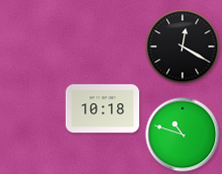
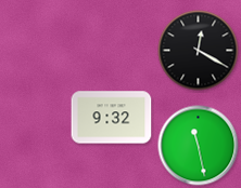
clock at (103, 109): 10:18 -> 9:32
clock at (183, 135): 10:48 -> 11:28
